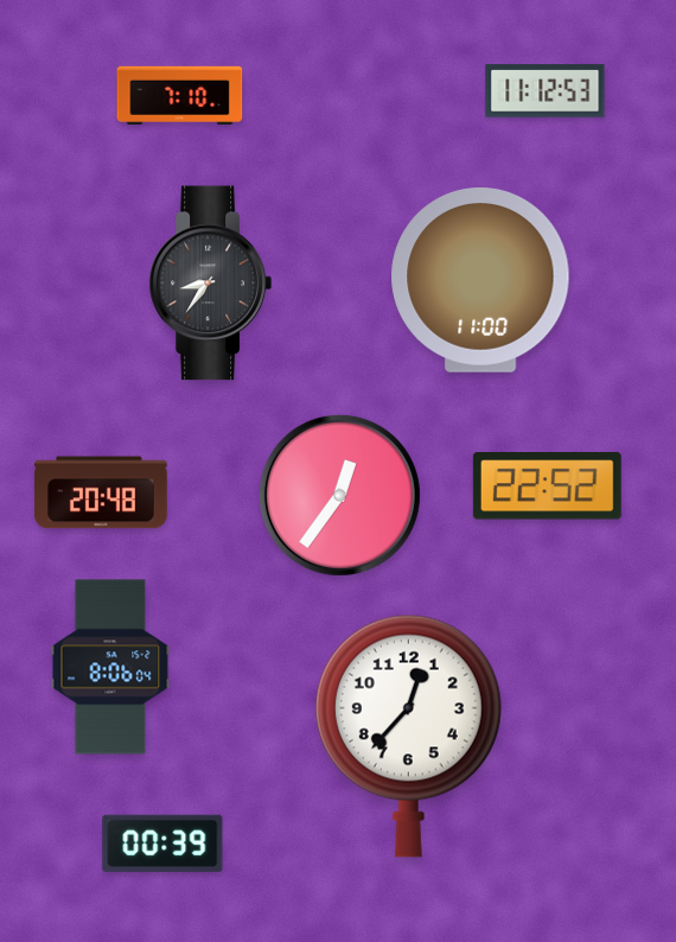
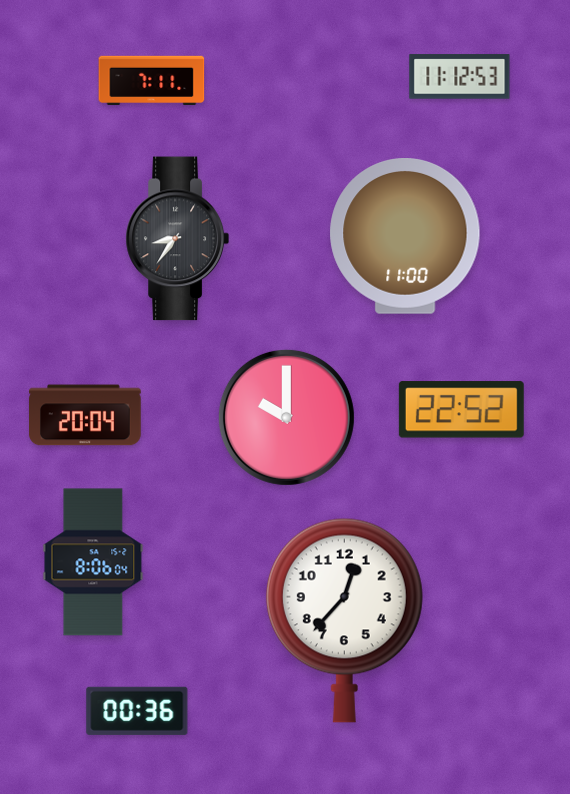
clock at (180, 95): 7:10 -> 7:11
clock at (101, 492): 20:48 -> 20:04
clock at (339, 495): 12:36 -> 10:00
clock at (162, 844): 00:39 -> 00:36
